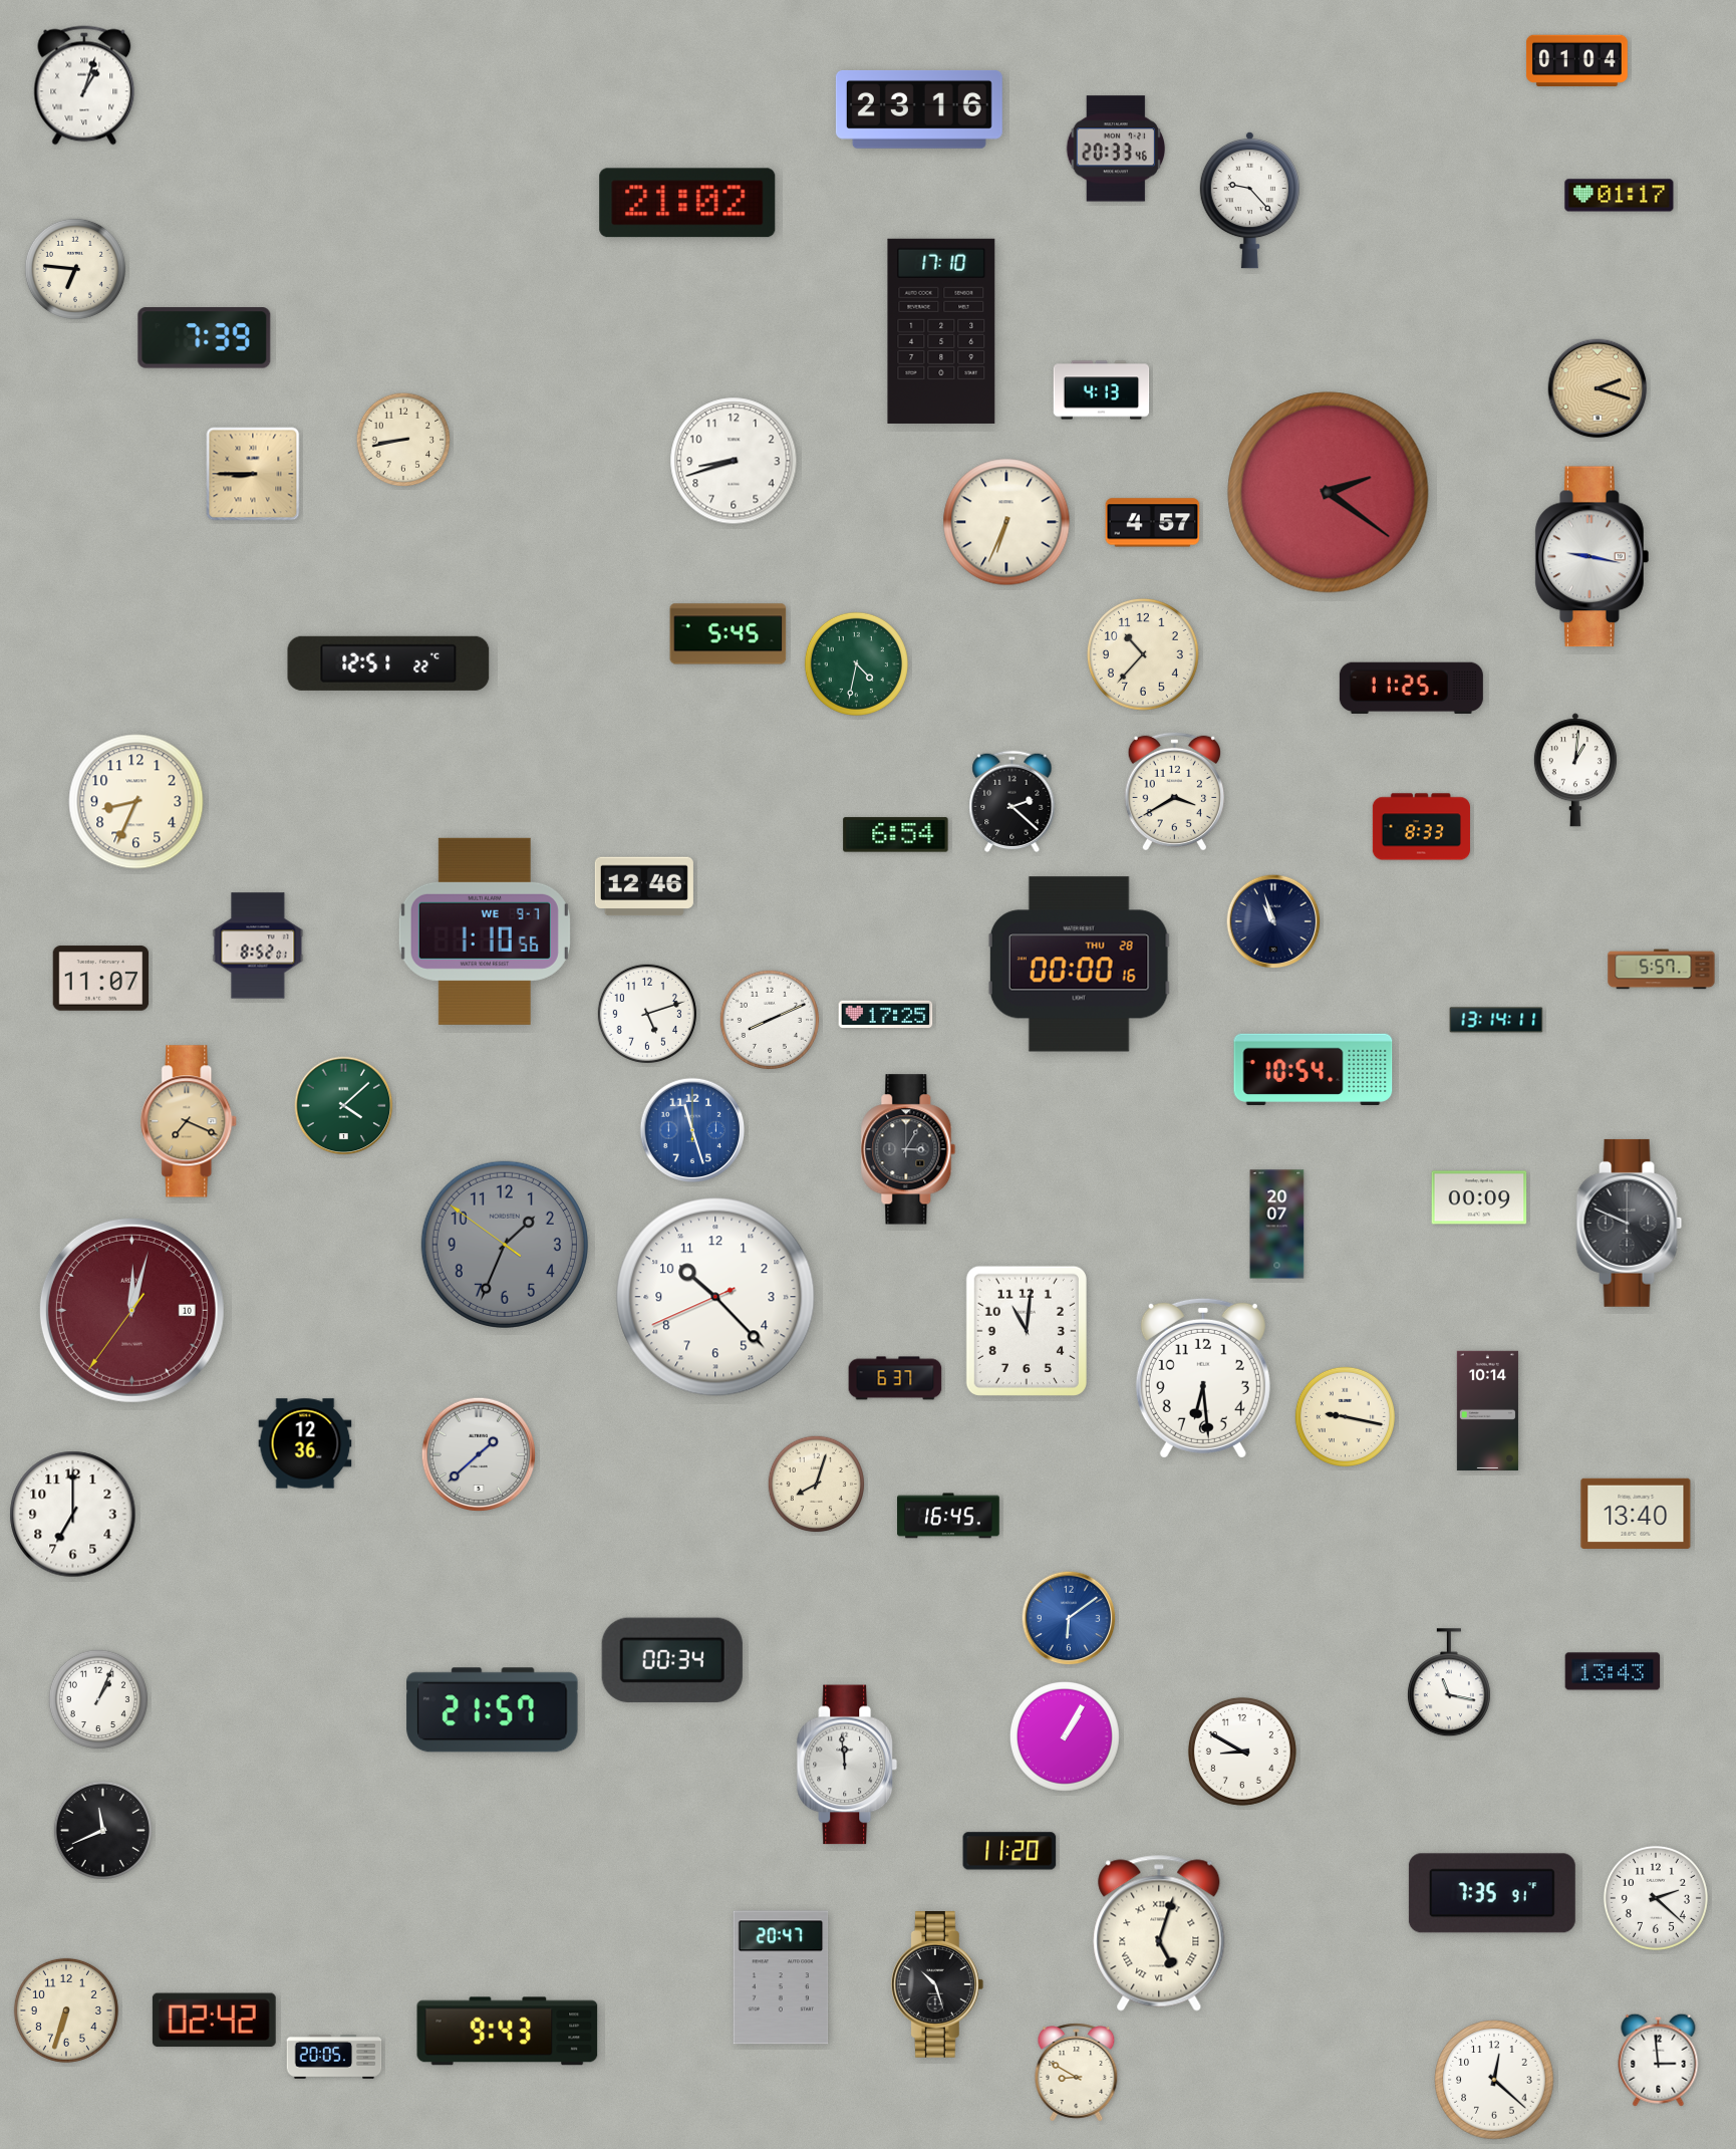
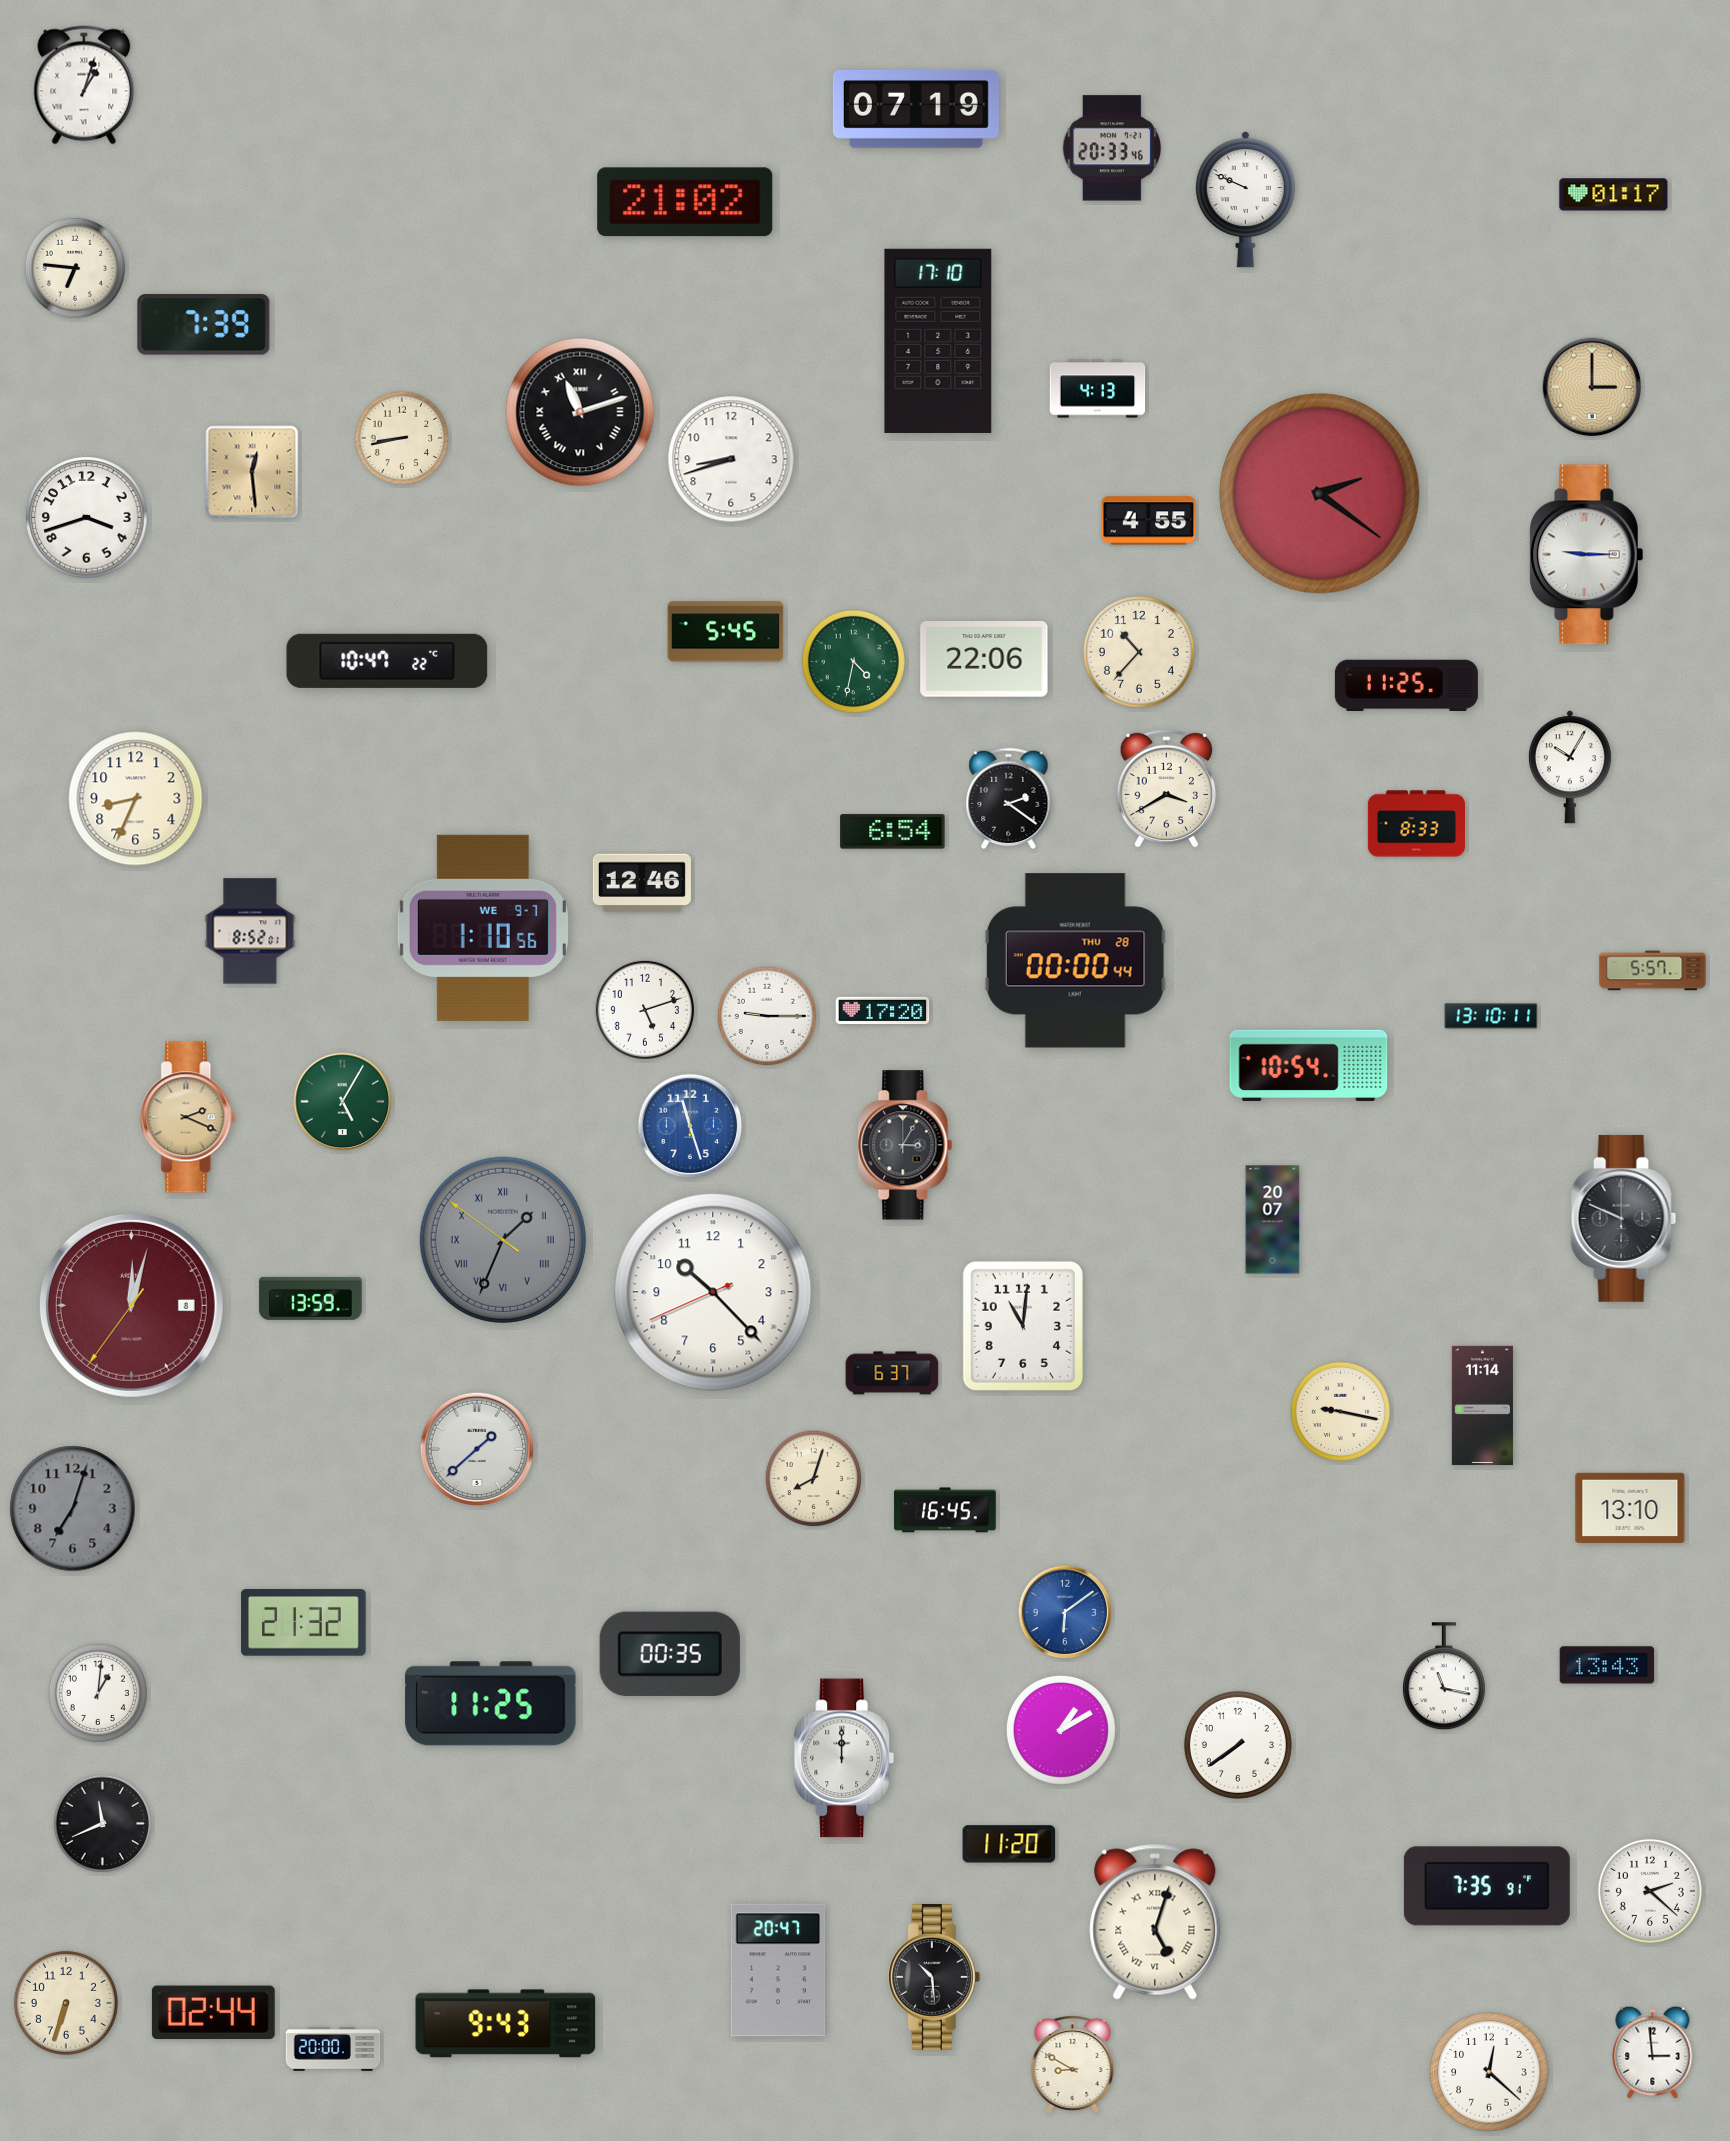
clock at (1576, 60): 01:04 -> none
clock at (919, 109): 23:16 -> 07:19
clock at (1249, 200): 9:23 -> 9:49
clock at (941, 331) position: (941, 331) -> (938, 341)
clock at (205, 338) position: (205, 338) -> (204, 325)
clock at (1598, 388): 2:18 -> 3:00
clock at (580, 412): none -> 11:12
clock at (253, 474): 8:45 -> 12:29
clock at (1329, 493) position: (1329, 493) -> (1320, 494)
clock at (87, 518): none -> 3:42
clock at (1006, 522): 6:34 -> none
clock at (1153, 523): 4:57 -> 4:55
clock at (1593, 557): 9:17 -> 9:15
clock at (984, 660): none -> 22:06
clock at (388, 663): 12:51 -> 10:47
clock at (1575, 770): 1:01 -> 10:05
clock at (1174, 791) position: (1174, 791) -> (1166, 788)
clock at (1012, 802): 2:22 -> 2:21
clock at (1273, 921): 10:57 -> none
clock at (258, 946) position: (258, 946) -> (250, 931)
clock at (1079, 965): 00:00:16 -> 00:00:44
clock at (1662, 970) position: (1662, 970) -> (1653, 971)
clock at (101, 979): 11:07 -> none
clock at (886, 1015): 17:25 -> 17:20
clock at (770, 1020): 8:11 -> 9:15
clock at (1496, 1020): 13:14 -> 13:10
clock at (344, 1106): 4:08 -> 5:05
clock at (190, 1121): 7:19 -> 2:19
clock at (1479, 1197): 00:09 -> none
clock at (505, 1245) numerals: Arabic -> Roman
clock at (311, 1298): none -> 13:59
clock at (131, 1310) date: 10 -> 8
clock at (1203, 1378): 6:29 -> none
clock at (1487, 1410): 10:14 -> 11:14
clock at (305, 1443): 12:36 -> none
clock at (1636, 1514): 13:40 -> 13:10
clock at (73, 1515): 7:00 -> 7:03
clock at (73, 1515) dial: white -> grey
clock at (304, 1623): none -> 21:32
clock at (672, 1660): 00:34 -> 00:35
clock at (98, 1699): 1:04 -> 1:01
clock at (493, 1710): 21:57 -> 11:25
clock at (1065, 1736): 1:05 -> 1:10
clock at (1242, 1752): 8:50 -> 7:39
clock at (847, 1765): 11:59 -> 12:00
clock at (1009, 1851) position: (1009, 1851) -> (1009, 1844)
clock at (1159, 1933) position: (1159, 1933) -> (1155, 1922)
clock at (937, 1985): 10:27 -> 10:29
clock at (214, 2021): 02:42 -> 02:44
clock at (334, 2057): 20:05 -> 20:00
